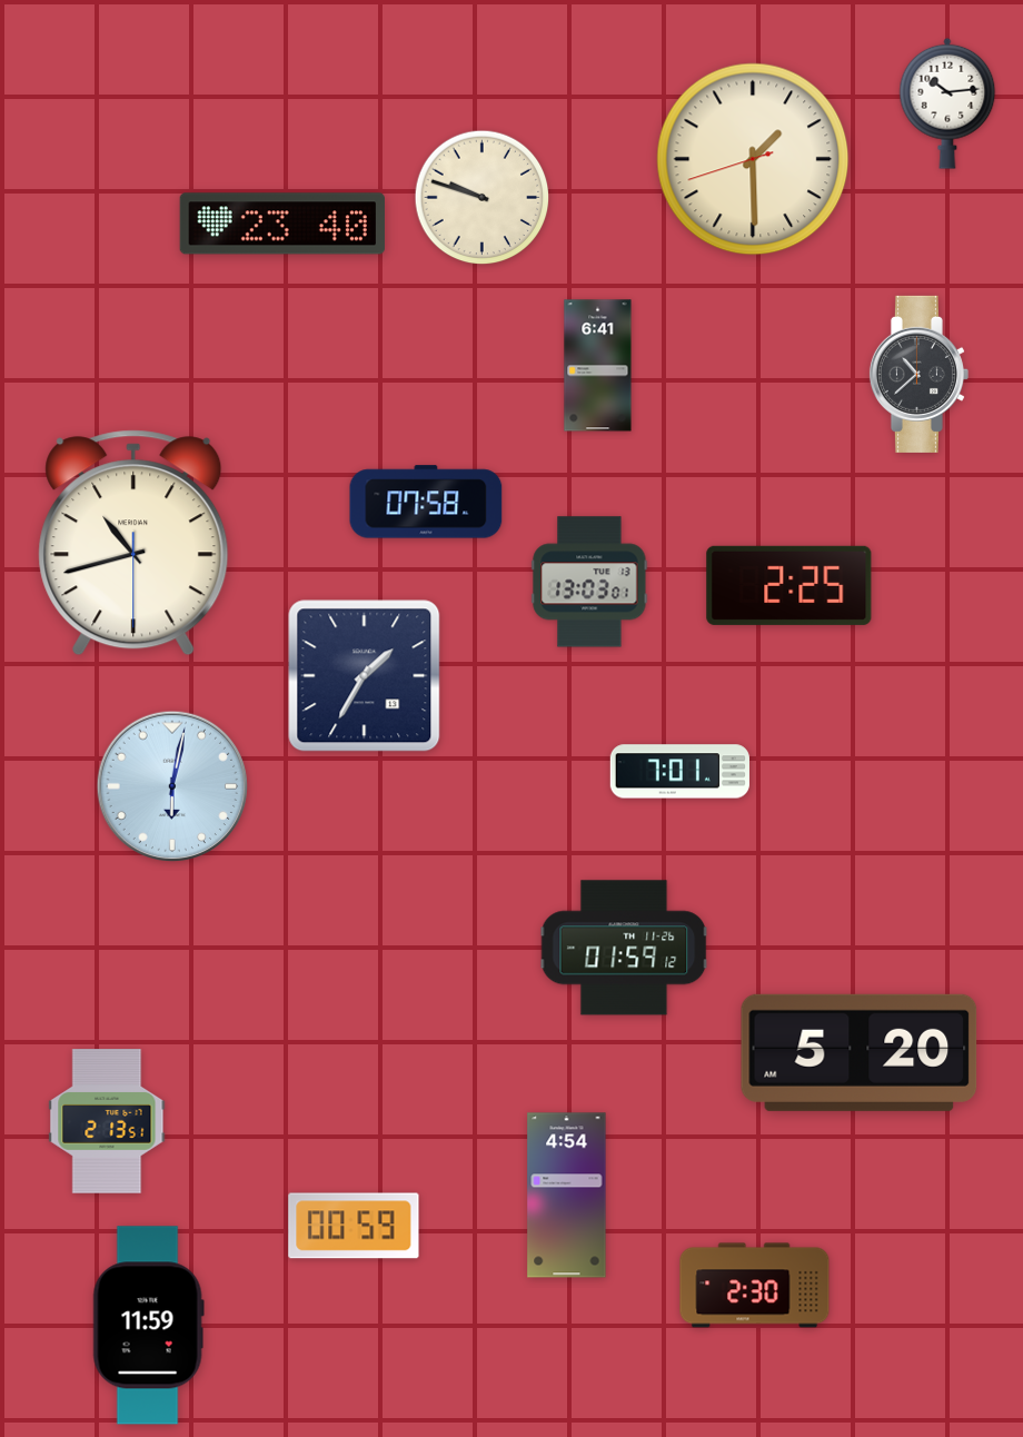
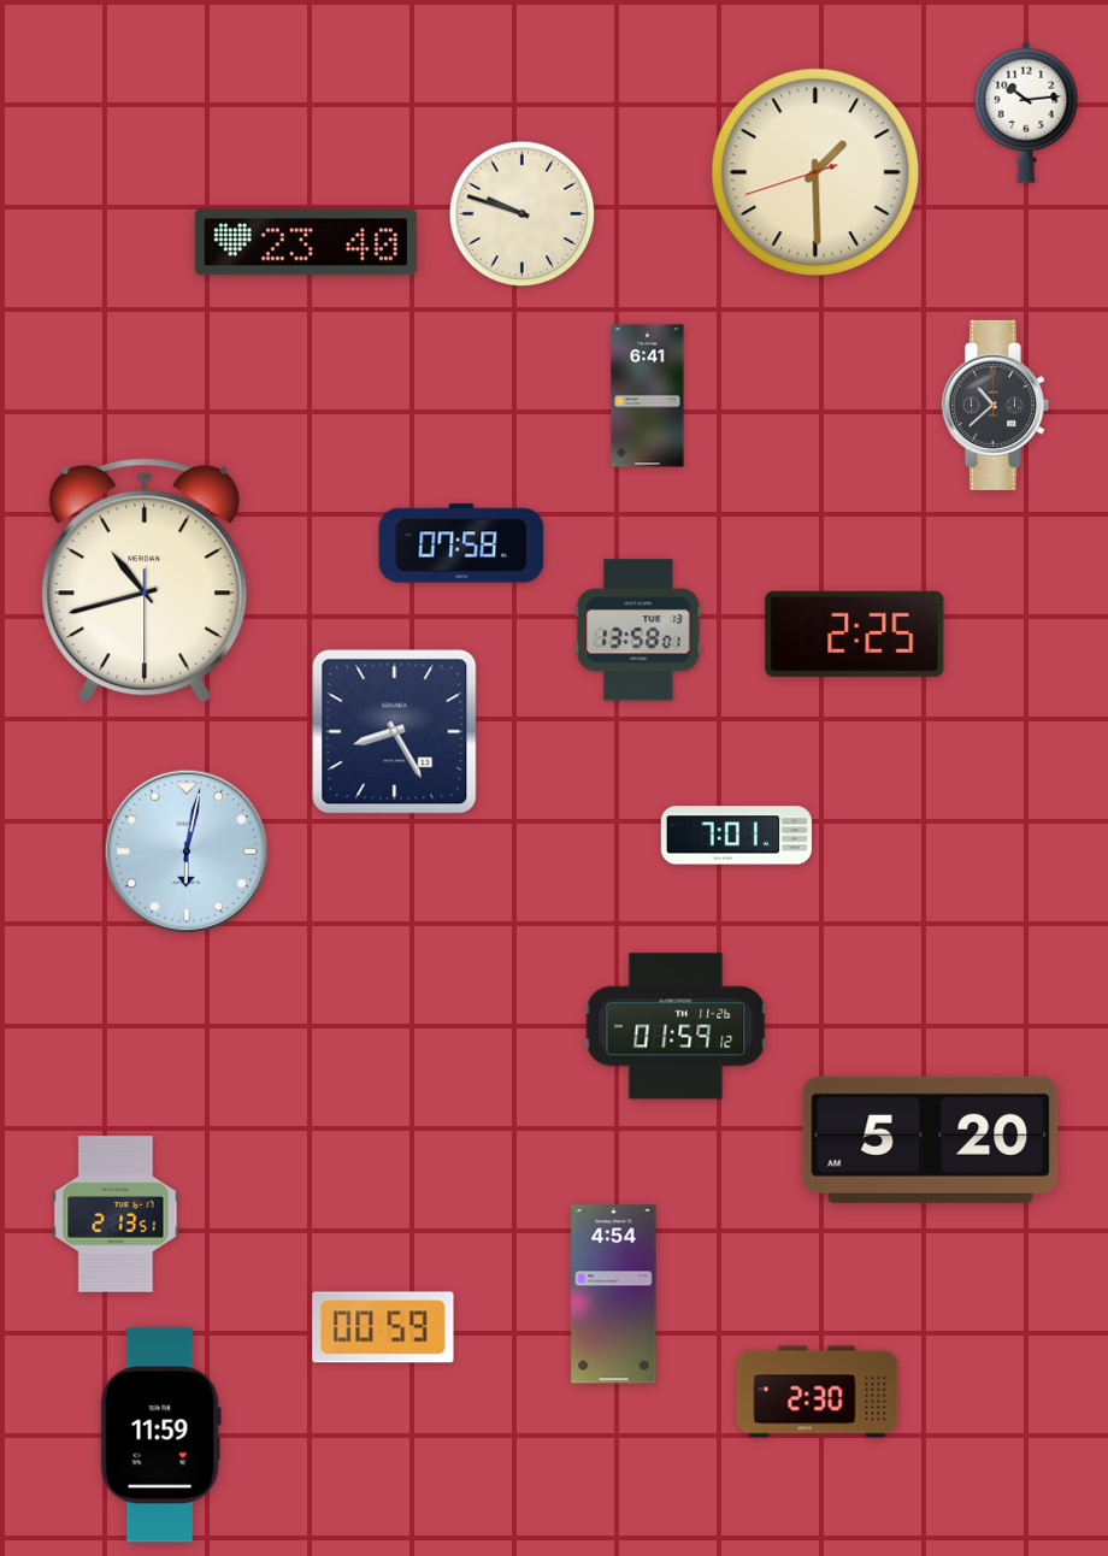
clock at (133, 543) position: (133, 543) -> (145, 580)
clock at (589, 582): 13:03 -> 13:58
clock at (365, 676): 1:35 -> 8:25
